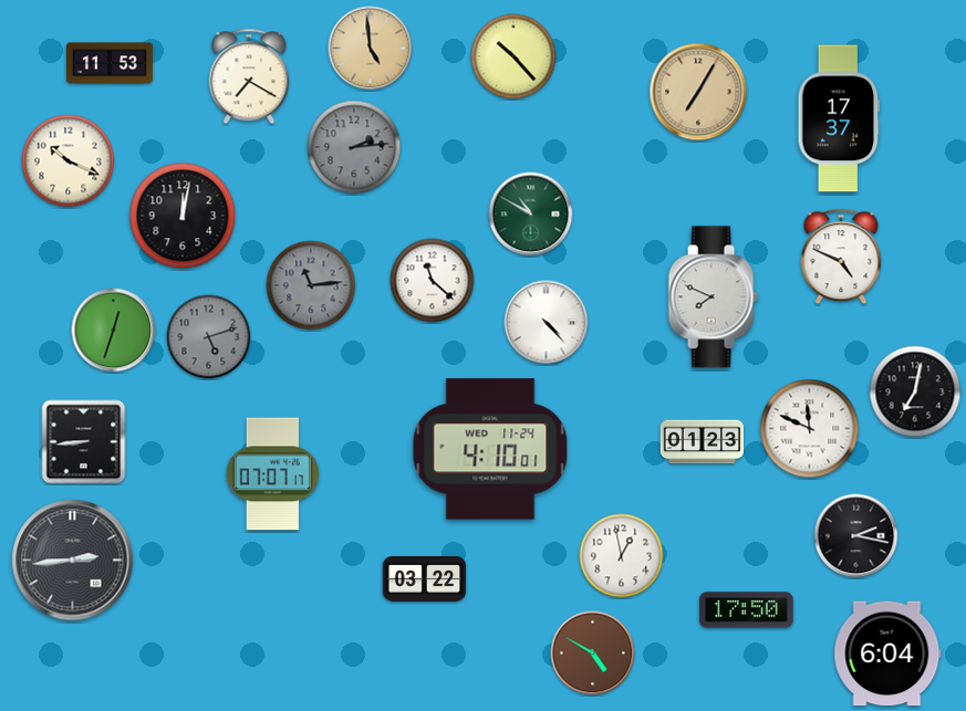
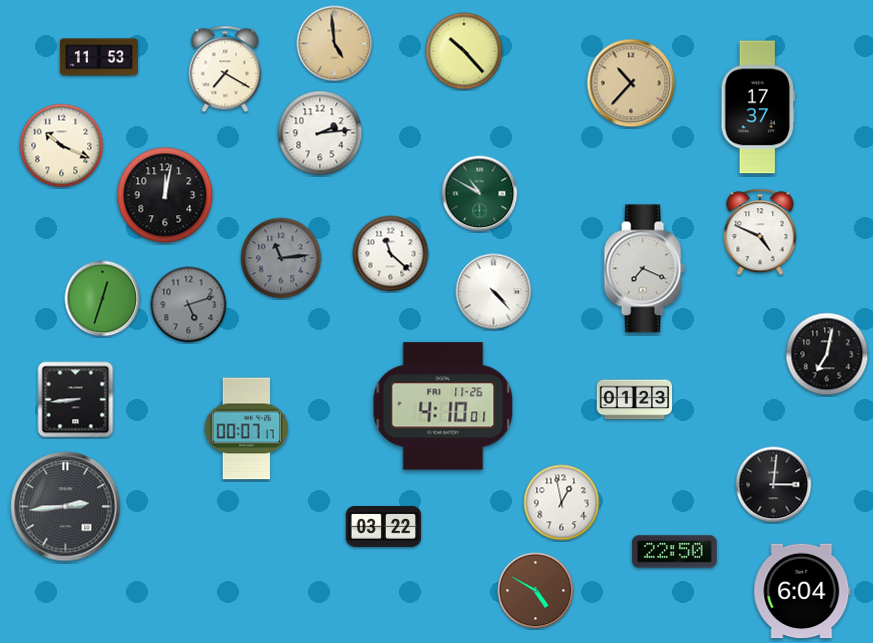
clock at (698, 92): 7:05 -> 10:37
clock at (354, 147) dial: grey -> white
clock at (713, 297): 7:49 -> 7:19
clock at (810, 429): 11:49 -> none
clock at (490, 449) date: WED 11-24 -> FRI 11-26
clock at (272, 474): 07:07 -> 00:07
clock at (856, 536): 2:17 -> 3:01
clock at (425, 579) position: (425, 579) -> (384, 527)
clock at (747, 610): 17:50 -> 22:50
